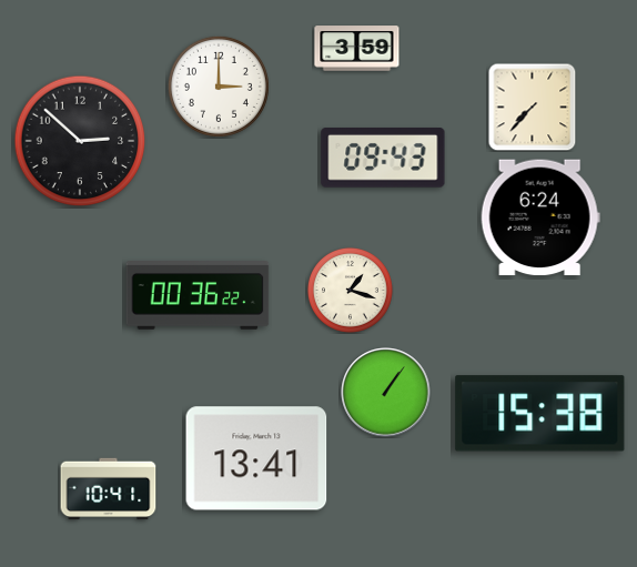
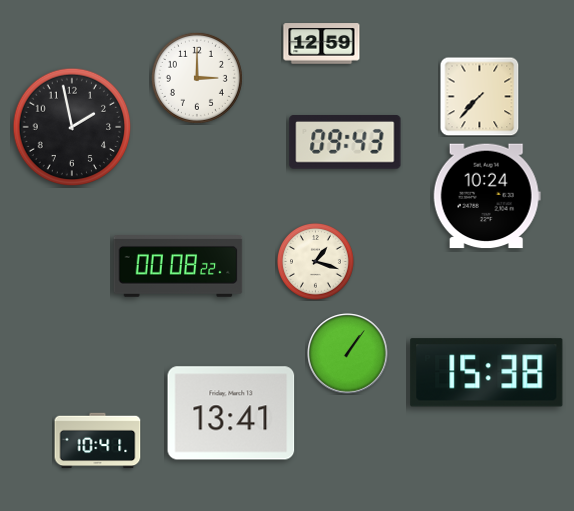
clock at (357, 49): 3:59 -> 12:59
clock at (80, 141): 2:52 -> 1:58
clock at (540, 217): 6:24 -> 10:24
clock at (198, 295): 00:36 -> 00:08
